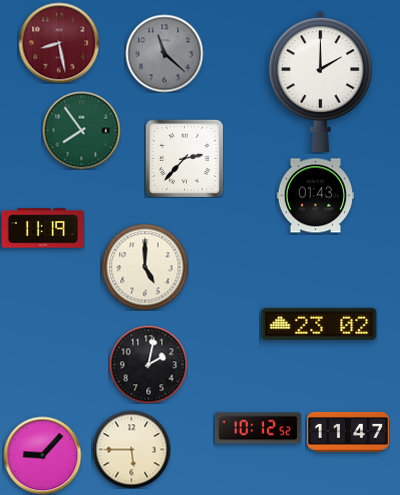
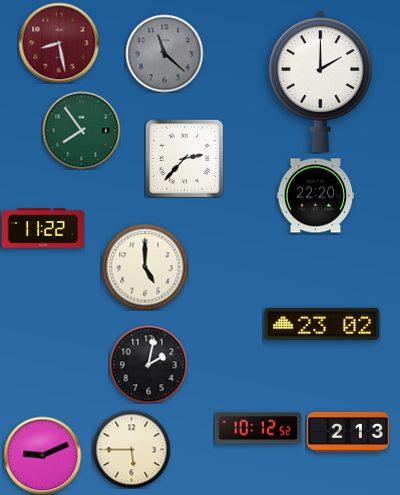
clock at (315, 196): 01:43 -> 22:20
clock at (43, 228): 11:19 -> 11:22
clock at (319, 324) position: (319, 324) -> (322, 324)
clock at (348, 432): 11:47 -> 2:13
clock at (42, 455): 9:07 -> 9:11
